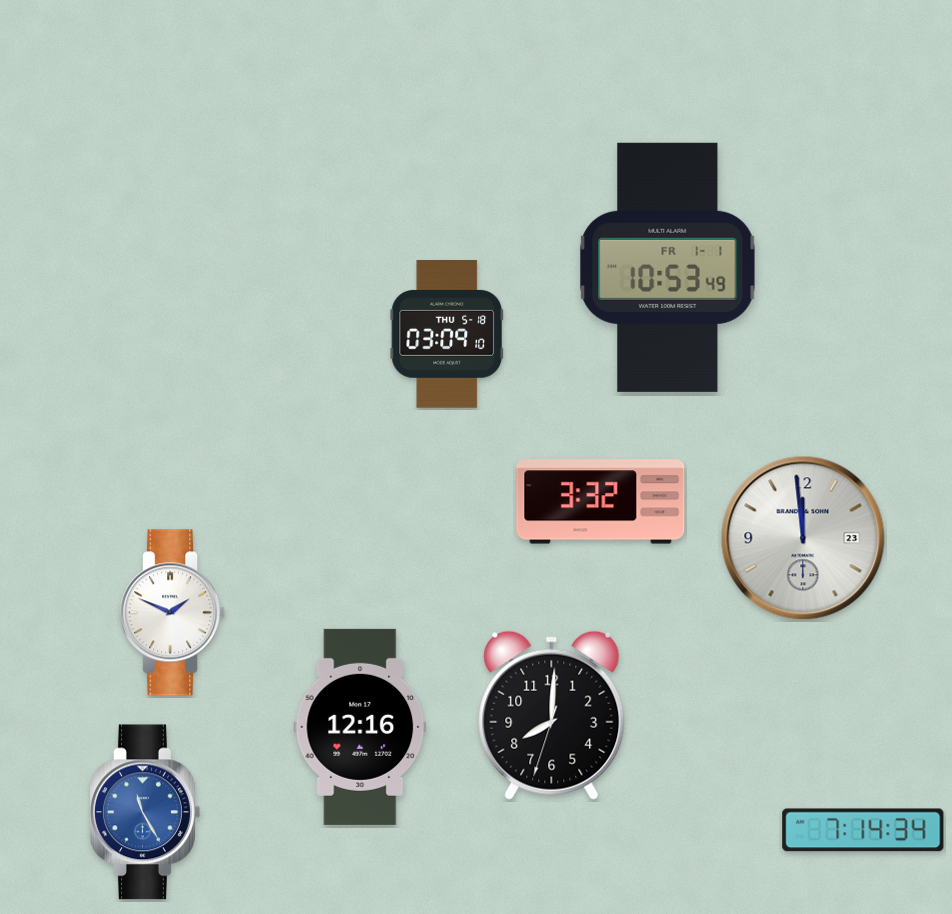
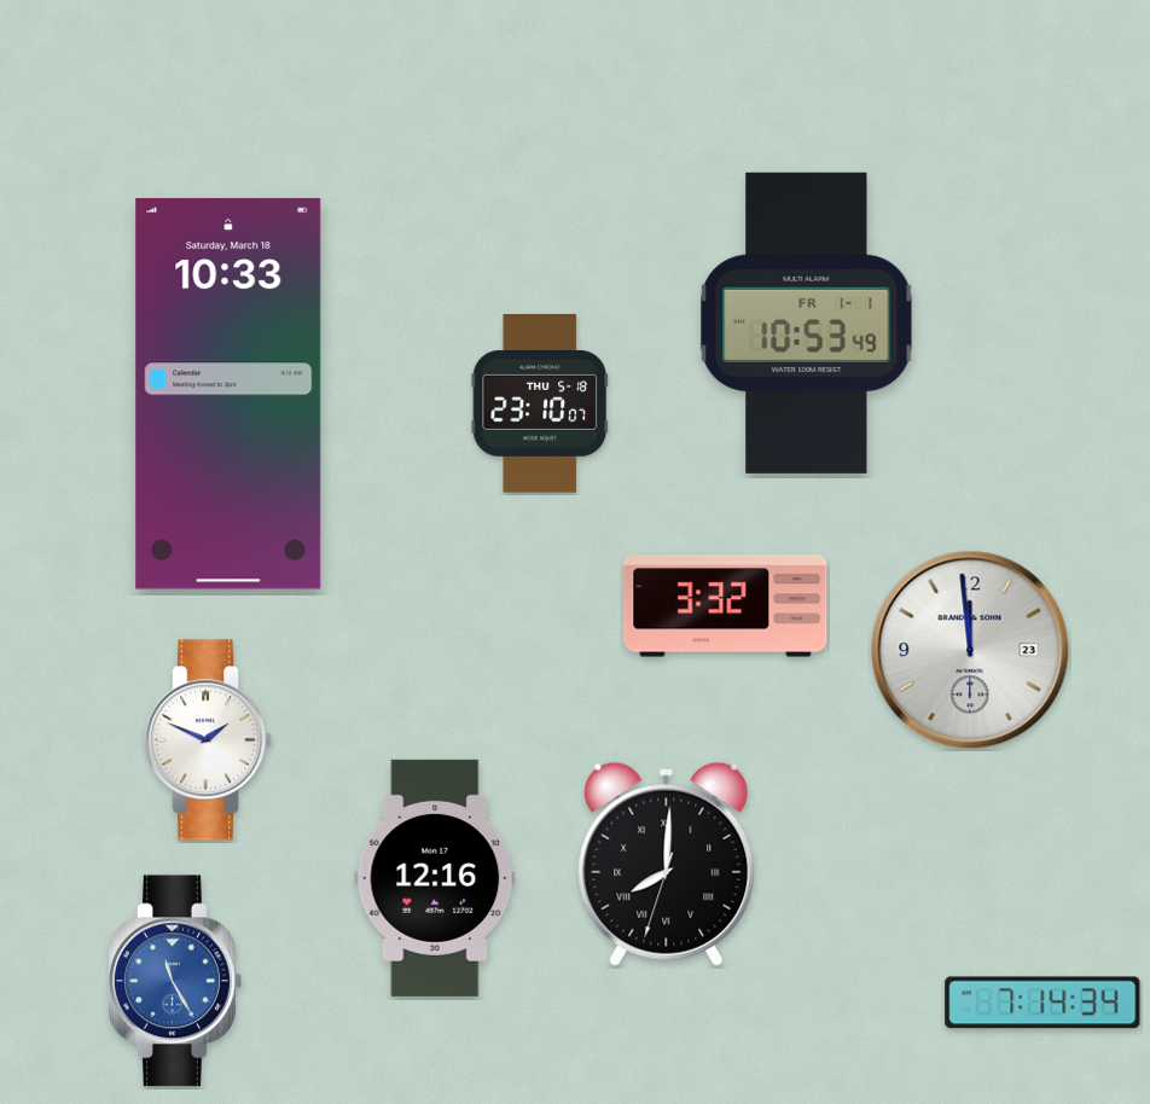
clock at (228, 394): none -> 10:33
clock at (447, 335): 03:09 -> 23:10
clock at (552, 715) numerals: Arabic -> Roman
